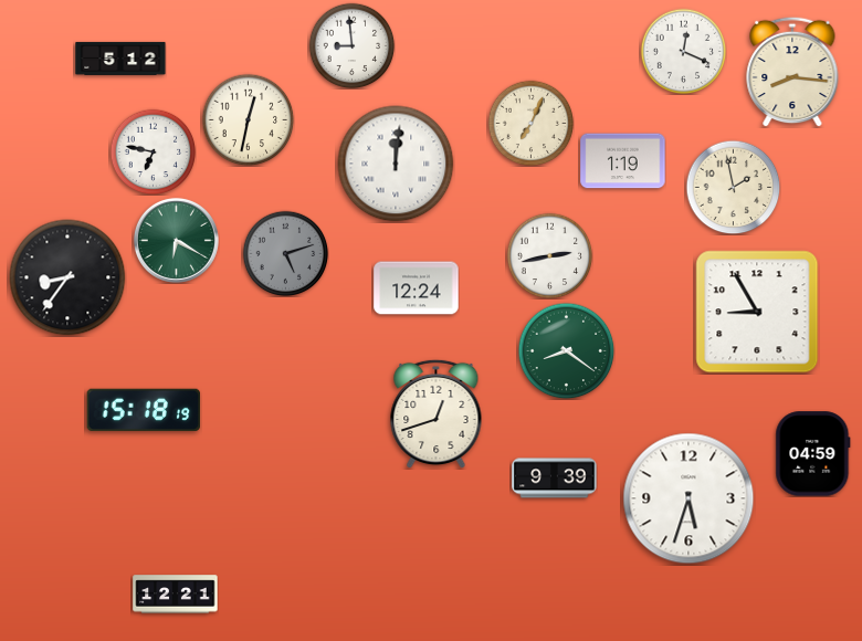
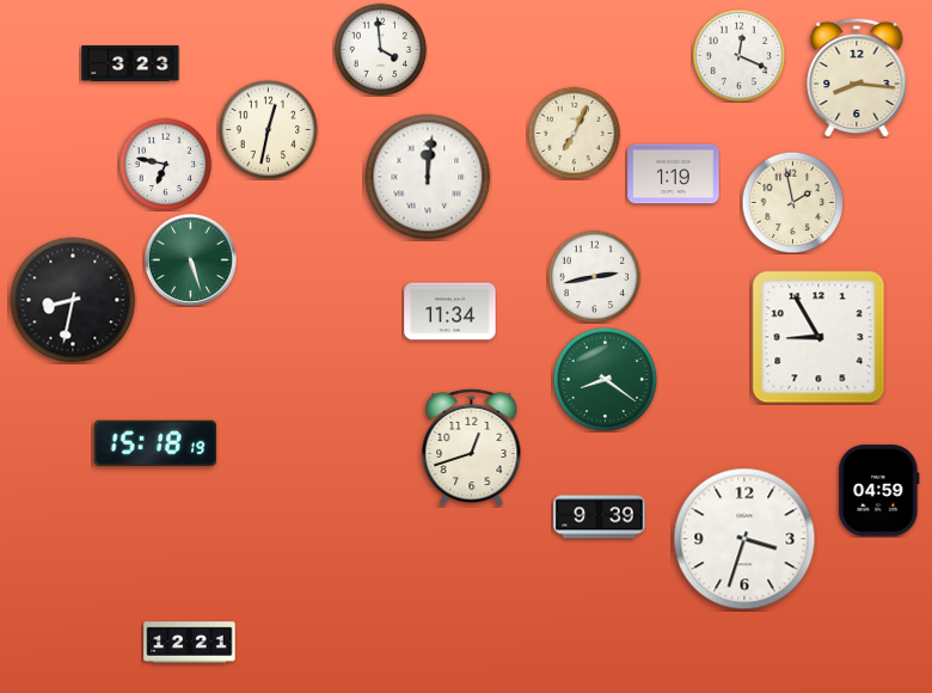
clock at (351, 45): 8:59 -> 3:59
clock at (120, 59): 5:12 -> 3:23
clock at (176, 240): 6:20 -> 5:27
clock at (285, 253): 5:12 -> none
clock at (67, 277): 8:36 -> 8:32
clock at (417, 288): 12:24 -> 11:34
clock at (566, 350) position: (566, 350) -> (605, 379)
clock at (688, 498): 5:33 -> 3:33
